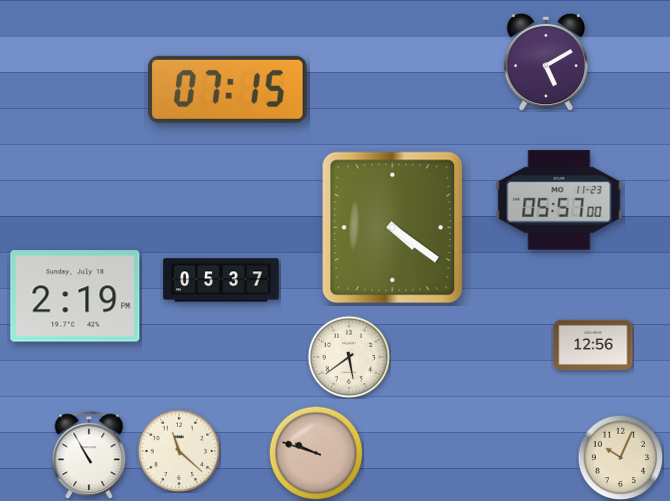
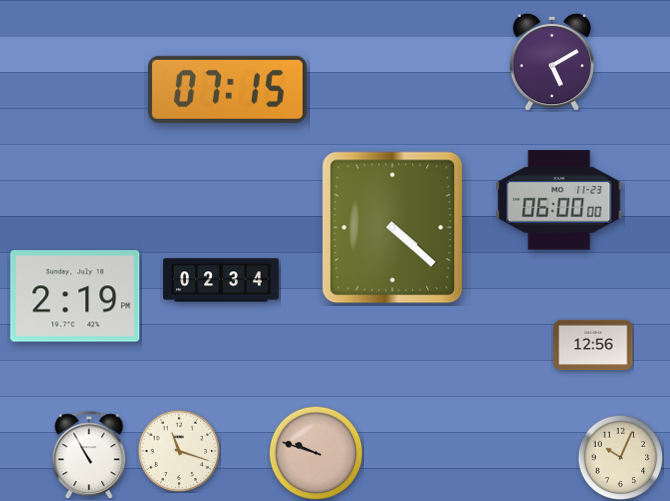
clock at (546, 62) position: (546, 62) -> (552, 62)
clock at (559, 200): 05:57 -> 06:00
clock at (393, 228): 4:21 -> 4:22
clock at (221, 280): 05:37 -> 02:34
clock at (349, 357): 5:39 -> none
clock at (179, 451): 11:22 -> 11:18
